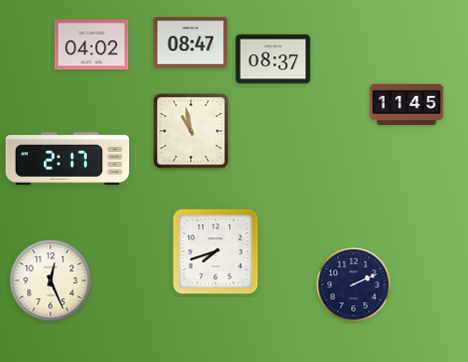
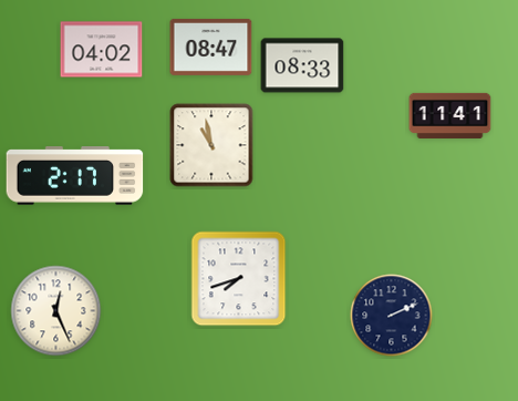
clock at (273, 59): 08:37 -> 08:33
clock at (407, 104): 11:45 -> 11:41
